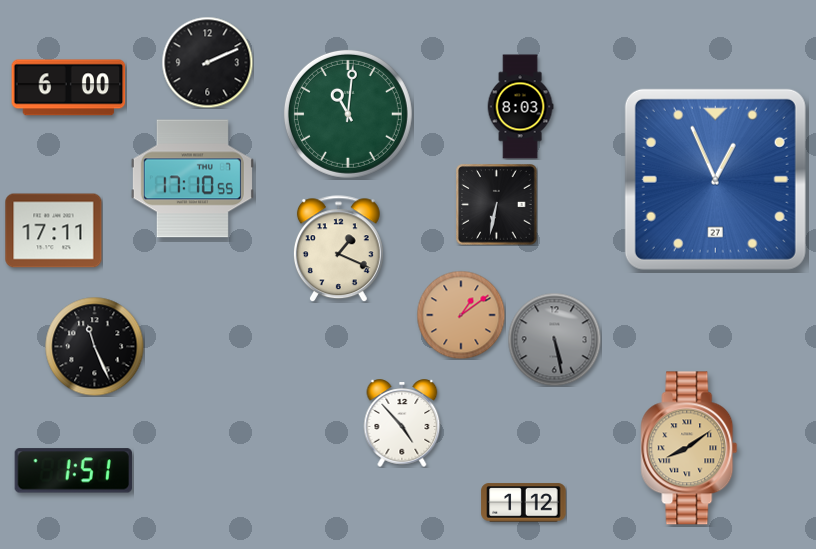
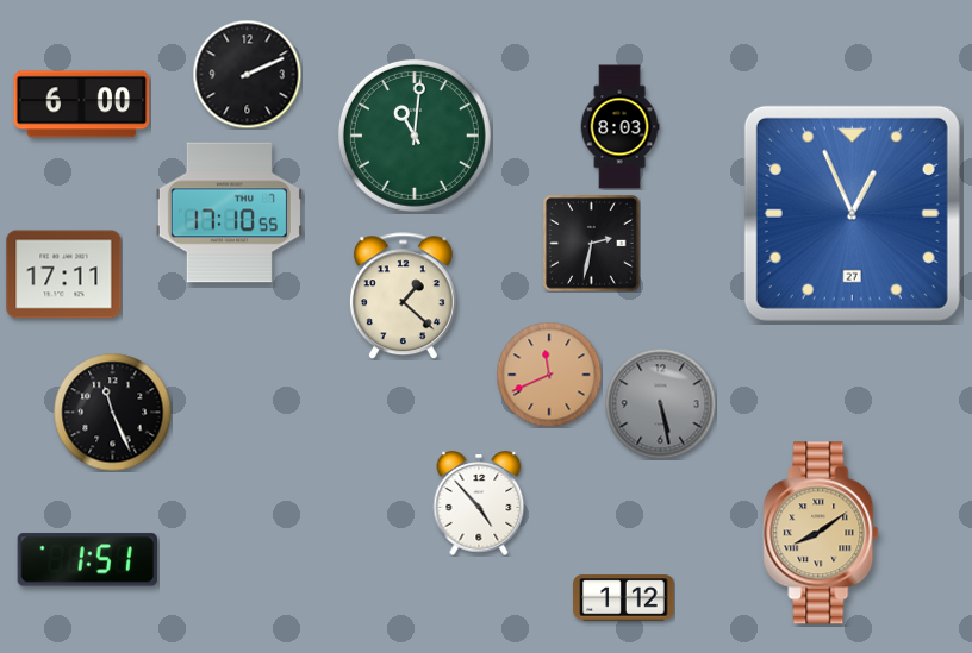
clock at (496, 204): 6:32 -> 2:32
clock at (338, 249): 1:19 -> 1:22
clock at (461, 315): 1:09 -> 11:41
